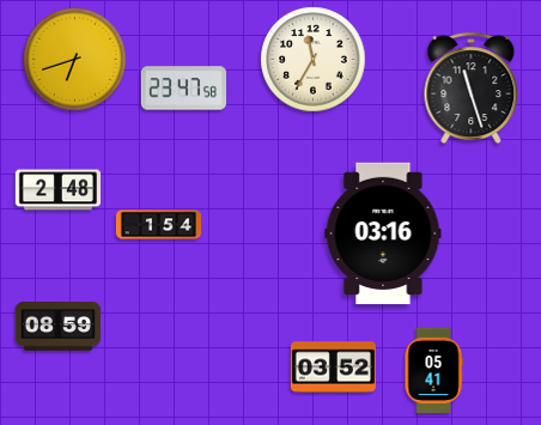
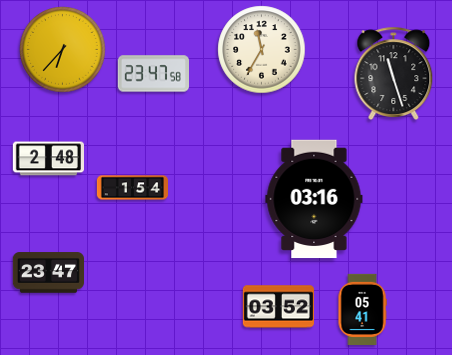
clock at (75, 60): 6:42 -> 6:37
clock at (383, 233) position: (383, 233) -> (314, 199)
clock at (57, 327): 08:59 -> 23:47
